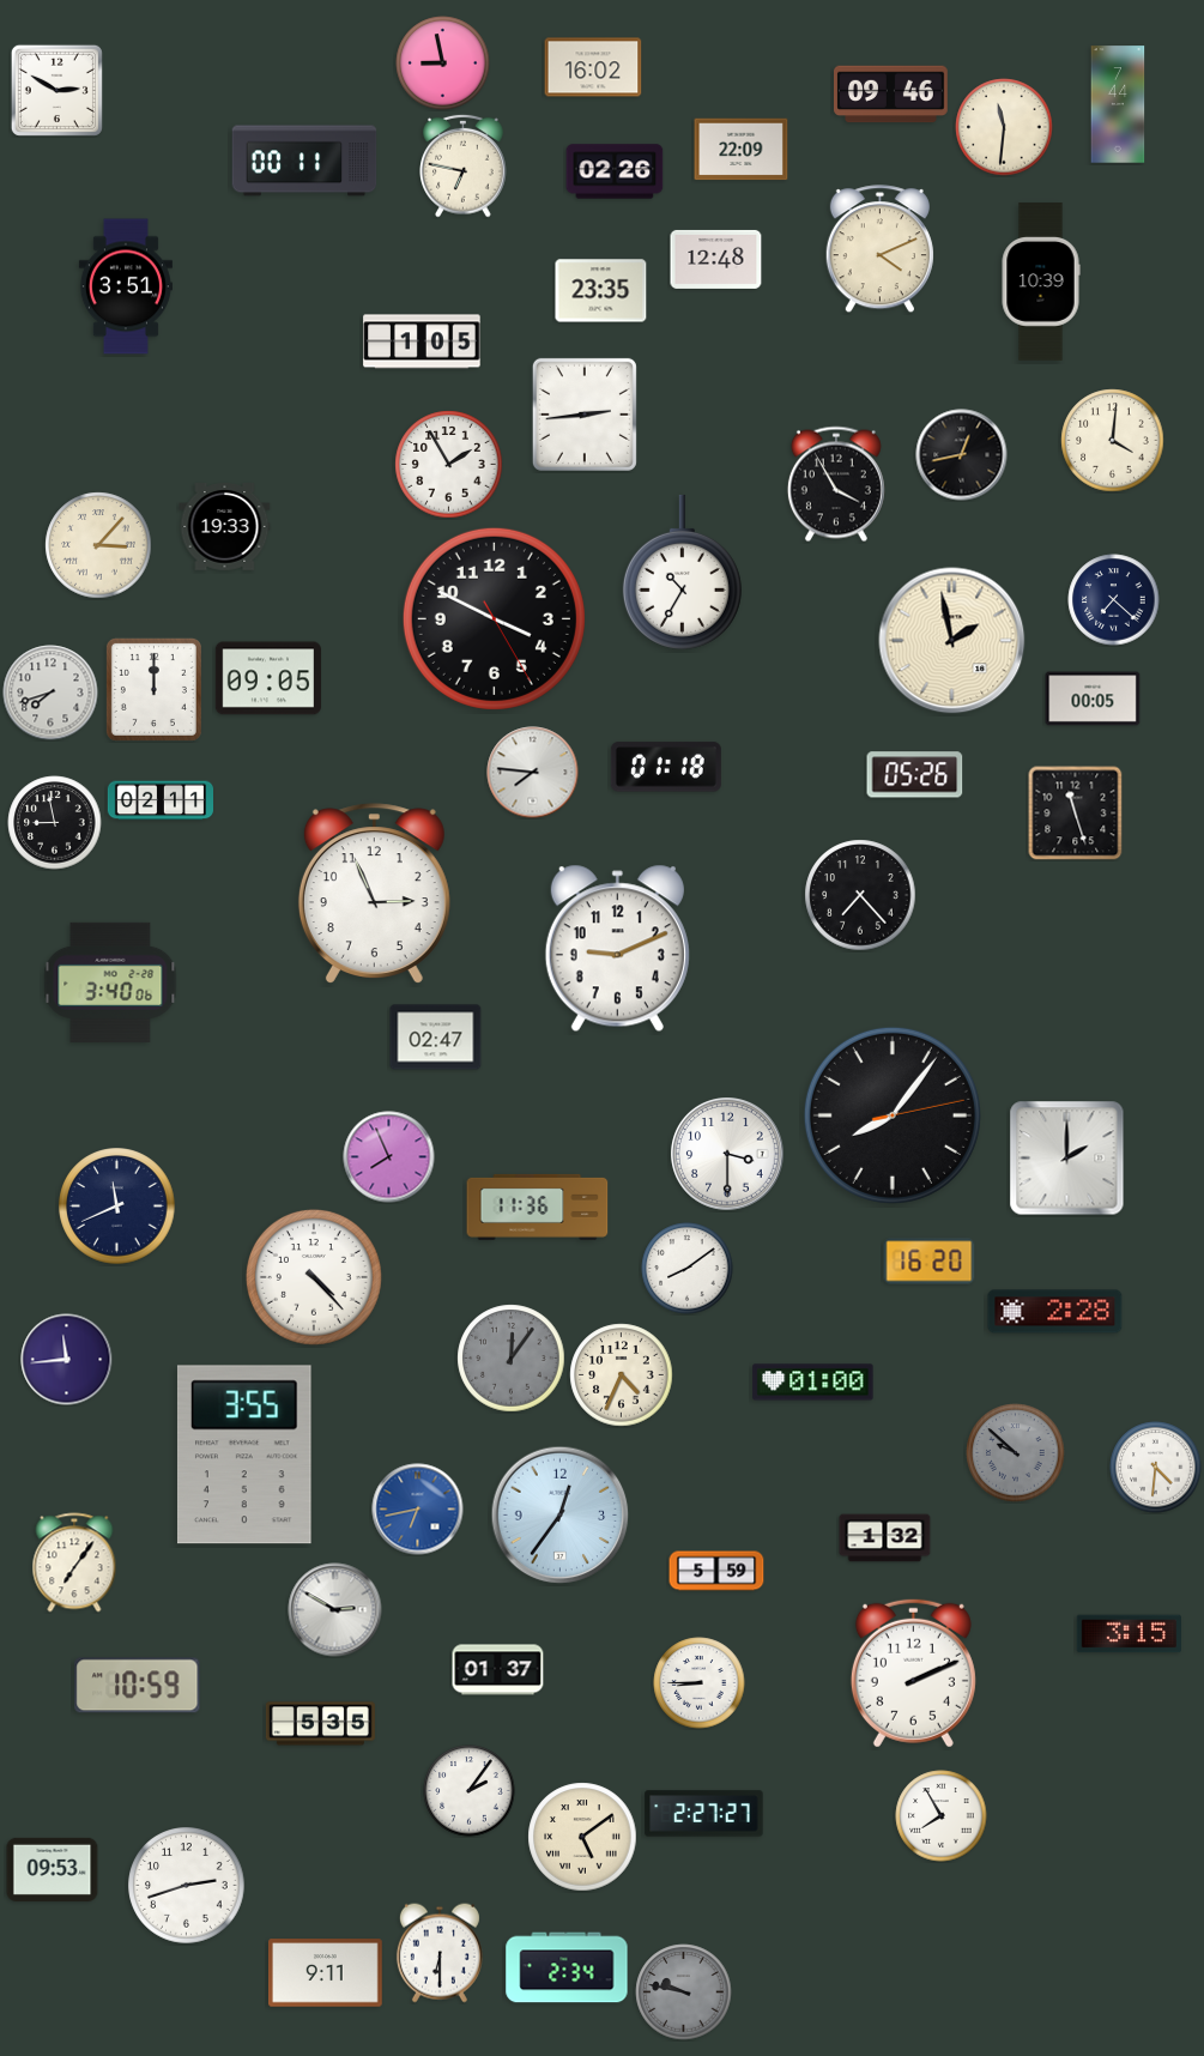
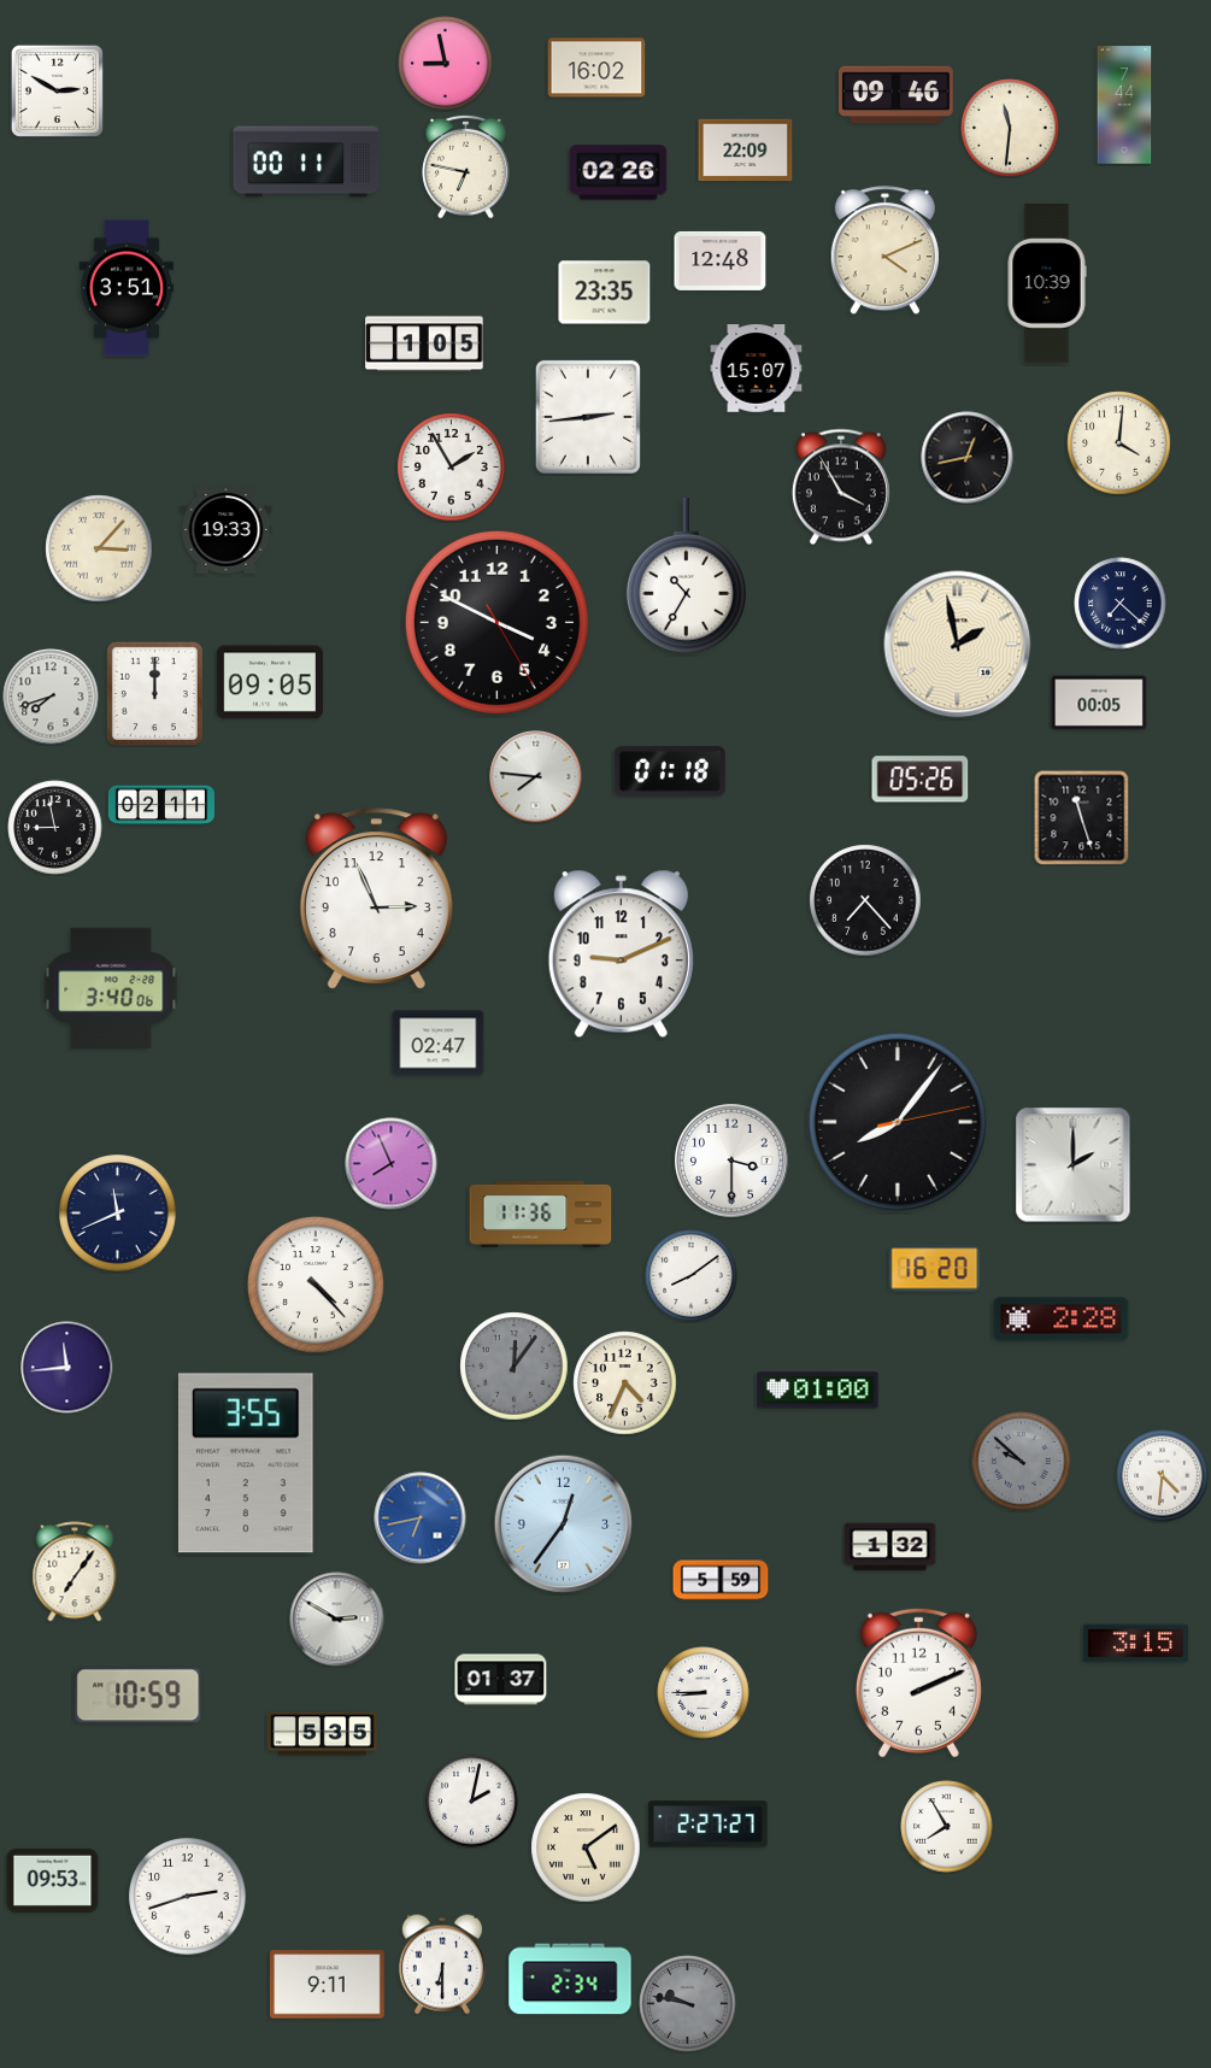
clock at (757, 369): none -> 15:07
clock at (470, 1791): 2:06 -> 2:02
